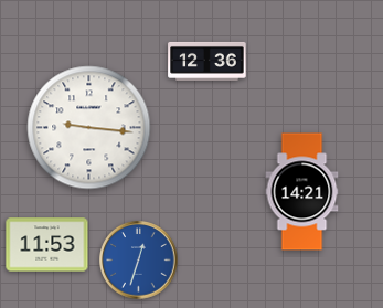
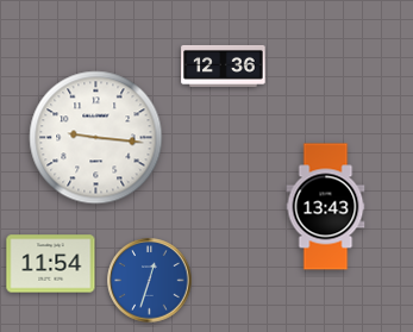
clock at (302, 192): 14:21 -> 13:43
clock at (47, 245): 11:53 -> 11:54
